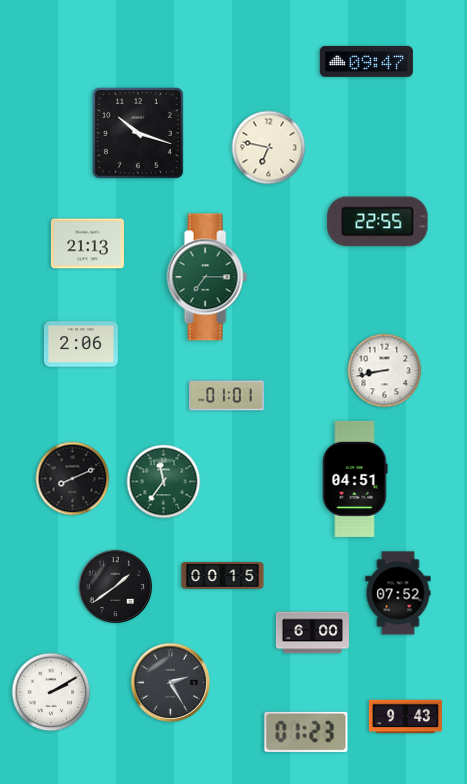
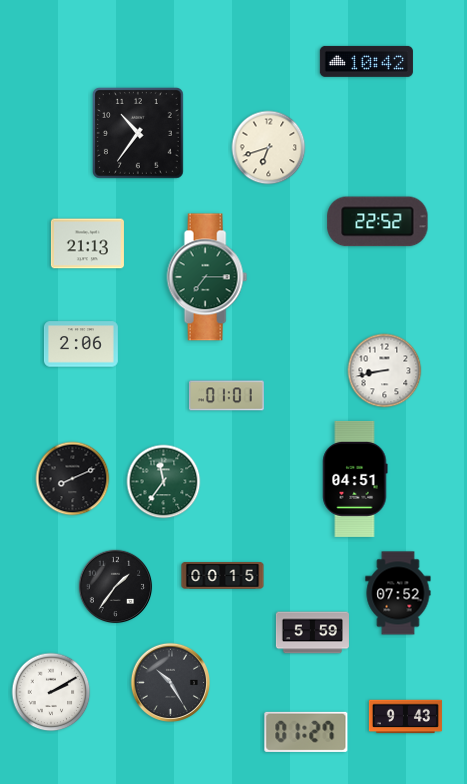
clock at (366, 61): 09:47 -> 10:42
clock at (138, 133): 10:18 -> 10:36
clock at (269, 148): 6:47 -> 6:42
clock at (378, 222): 22:55 -> 22:52
clock at (116, 587): 1:39 -> 1:36
clock at (312, 633): 6:00 -> 5:59
clock at (170, 682): 2:25 -> 10:25
clock at (306, 732): 01:23 -> 01:27
